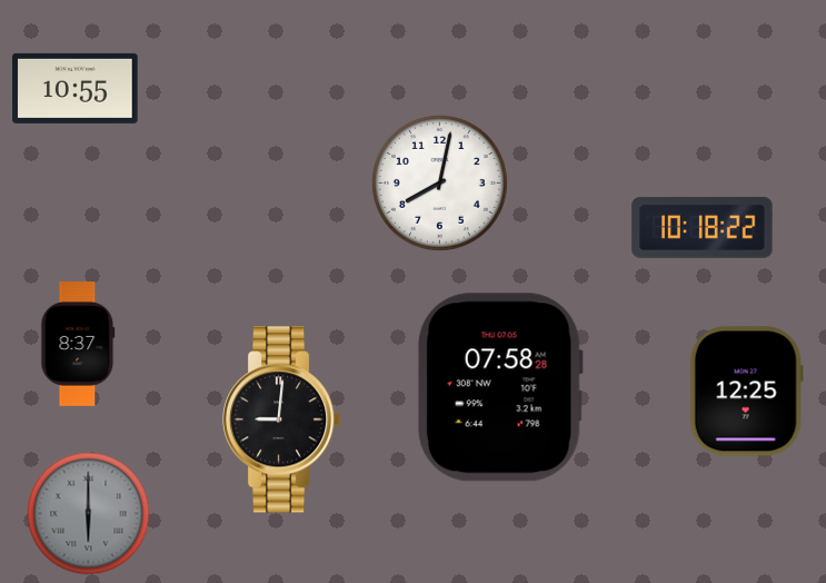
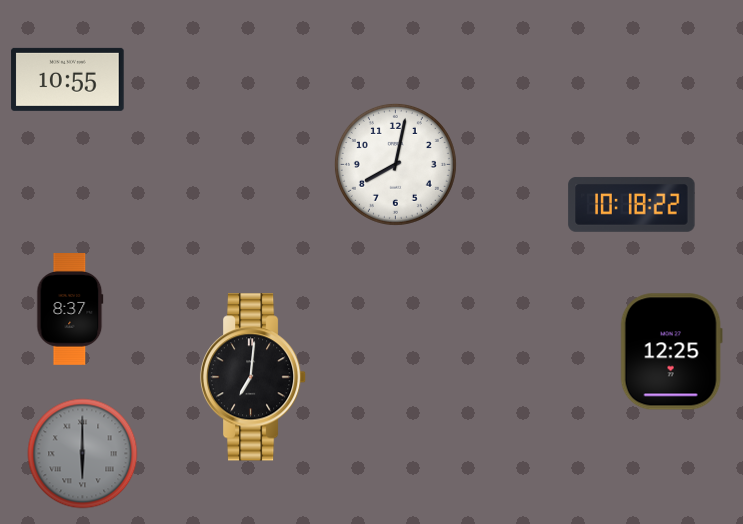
clock at (500, 387): 07:58 -> none
clock at (281, 419): 9:01 -> 7:01
clock at (89, 514) position: (89, 514) -> (83, 454)
